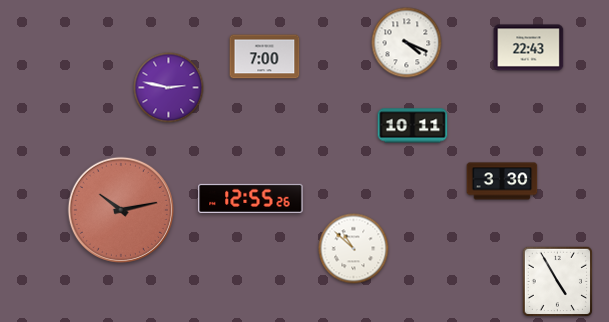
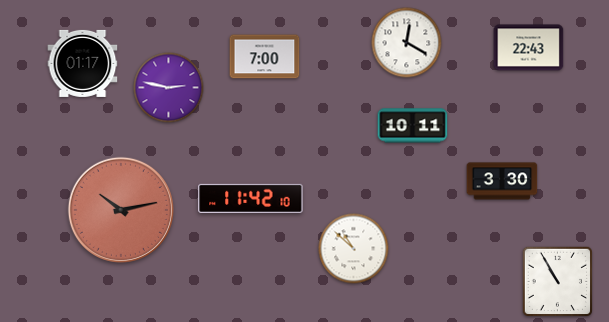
clock at (407, 43): 4:19 -> 12:20
clock at (83, 63): none -> 01:17
clock at (251, 198): 12:55 -> 11:42
clock at (557, 281): 4:55 -> 10:55
